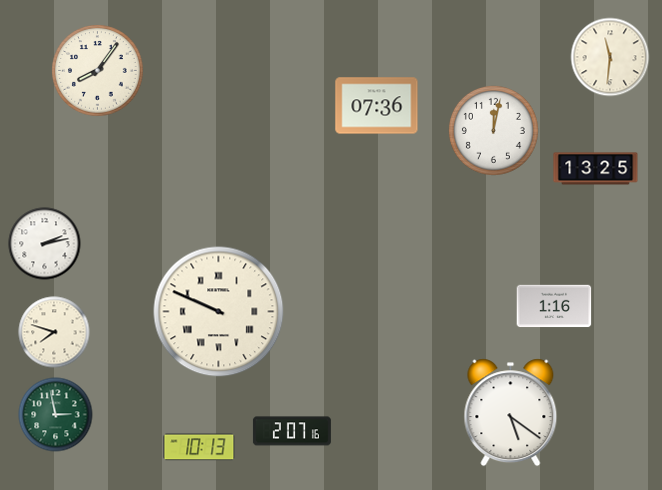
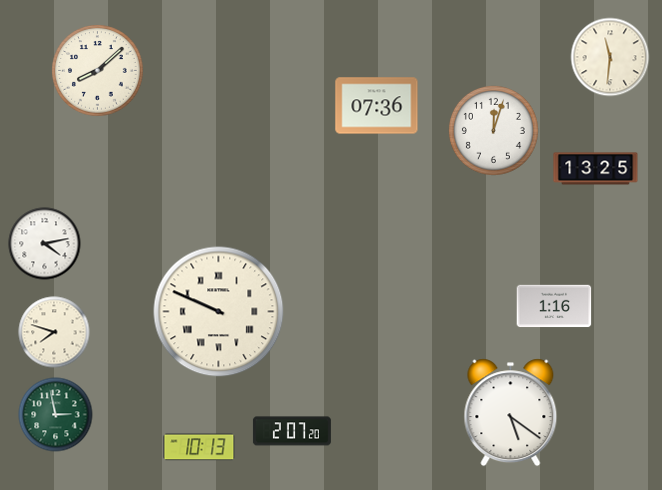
clock at (98, 71): 8:06 -> 8:08
clock at (493, 130): 12:02 -> 12:03
clock at (45, 244): 2:13 -> 4:13
clock at (292, 431): 2:07:16 -> 2:07:20
